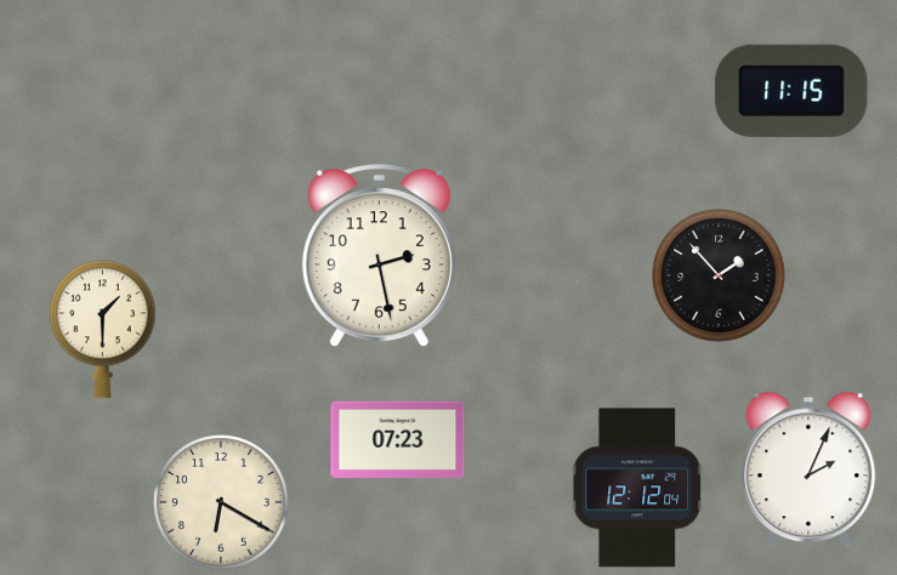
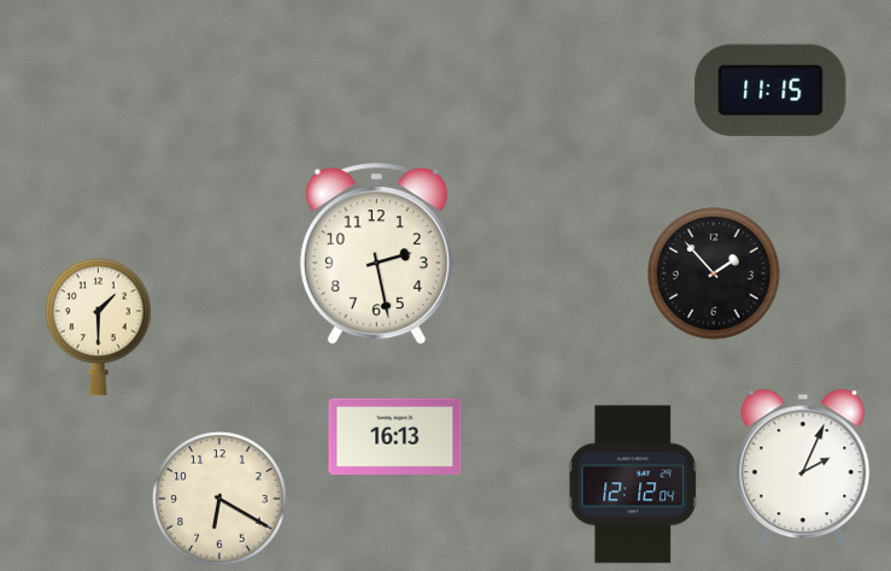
clock at (791, 91) position: (791, 91) -> (770, 90)
clock at (103, 330) position: (103, 330) -> (99, 328)
clock at (398, 440): 07:23 -> 16:13
